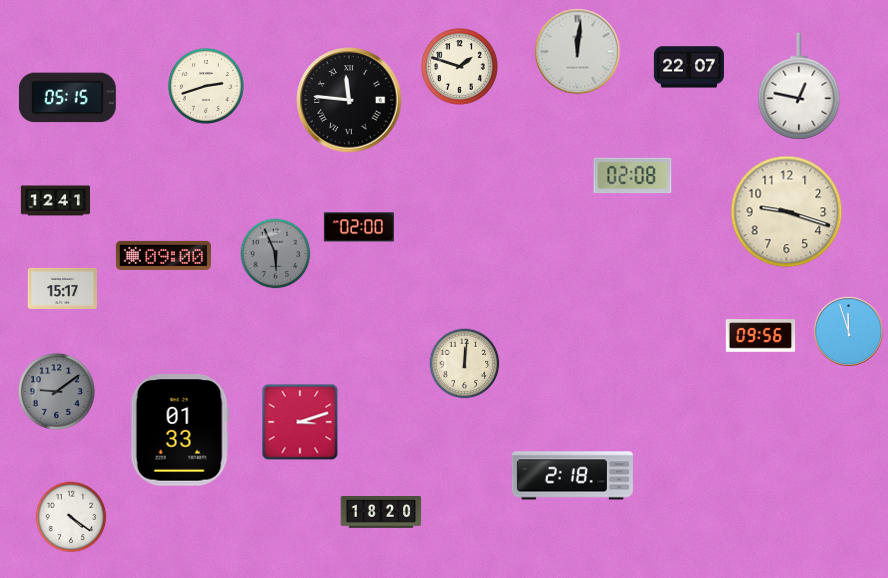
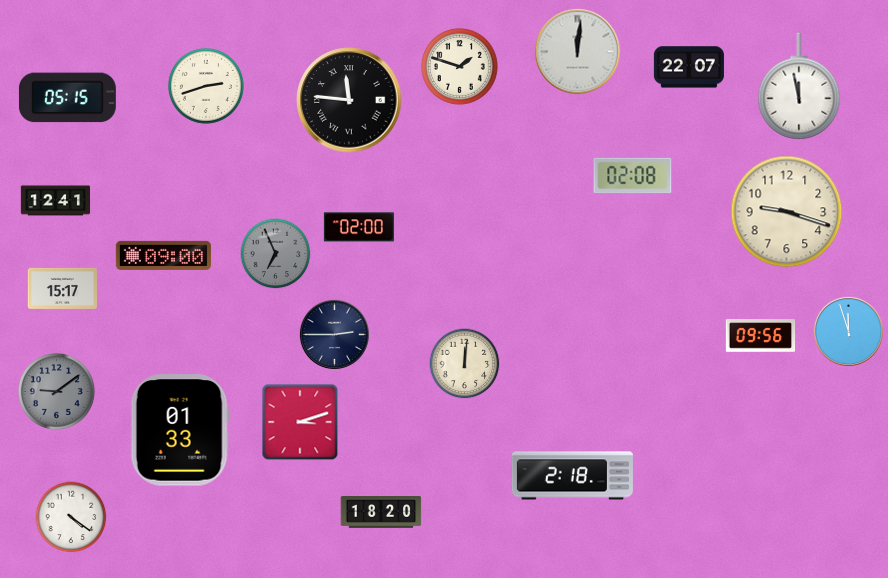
clock at (799, 86): 12:47 -> 11:58
clock at (276, 254): 5:56 -> 6:56
clock at (334, 334): none -> 2:45
